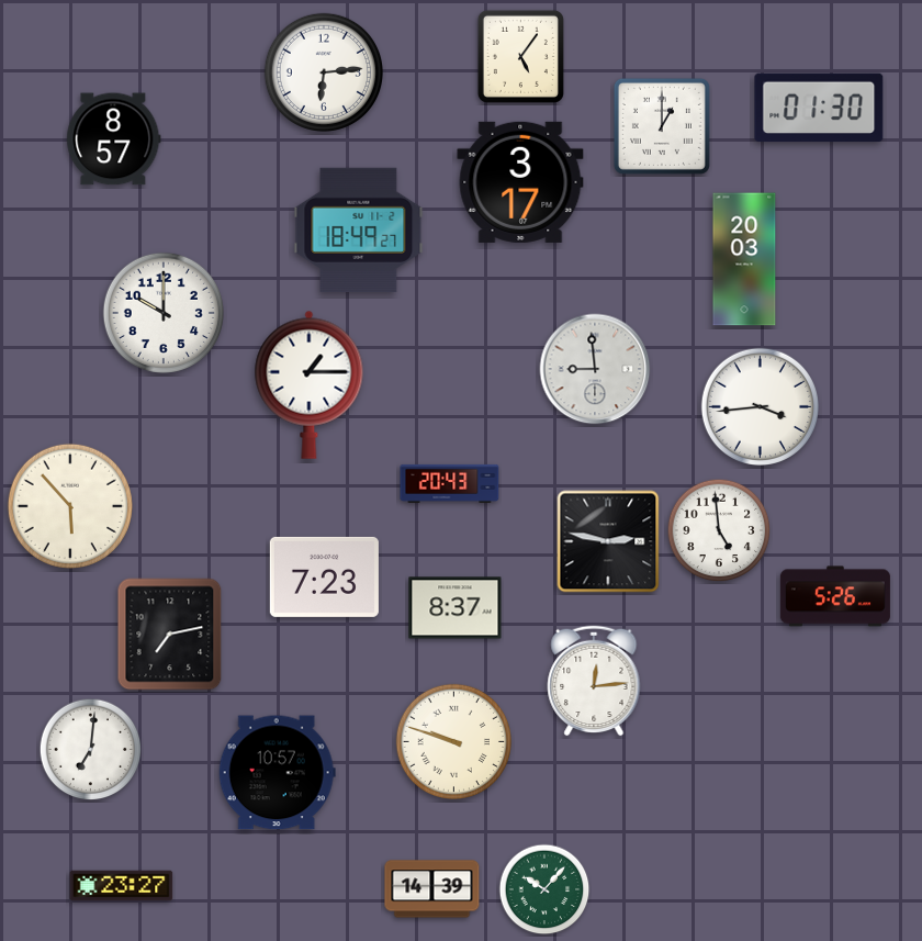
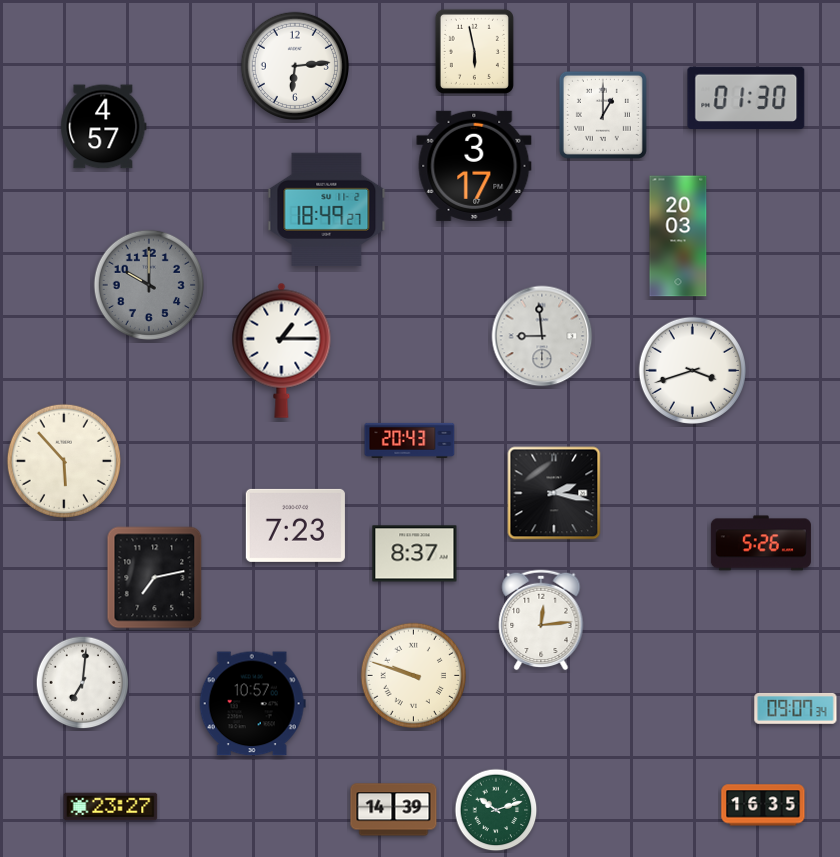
clock at (520, 56): 5:06 -> 5:58
clock at (114, 139): 8:57 -> 4:57
clock at (164, 313) dial: white -> grey
clock at (760, 406): 3:44 -> 3:42
clock at (719, 530): 4:59 -> none
clock at (608, 541): 2:47 -> 2:17
clock at (796, 709): none -> 09:07
clock at (763, 805): none -> 16:35
clock at (544, 889): 10:07 -> 10:12
